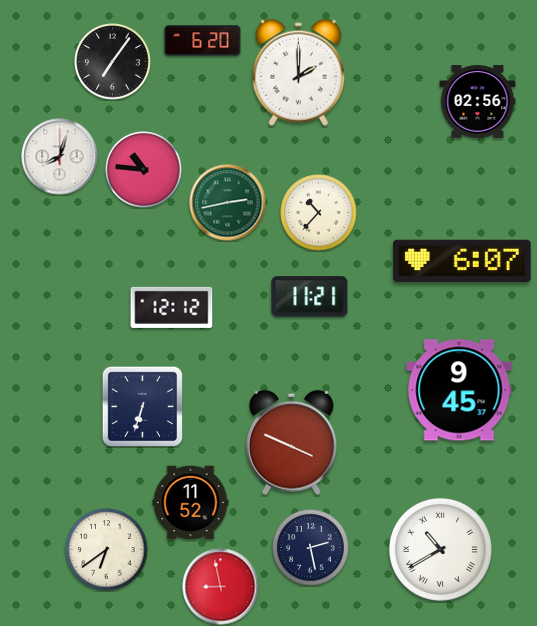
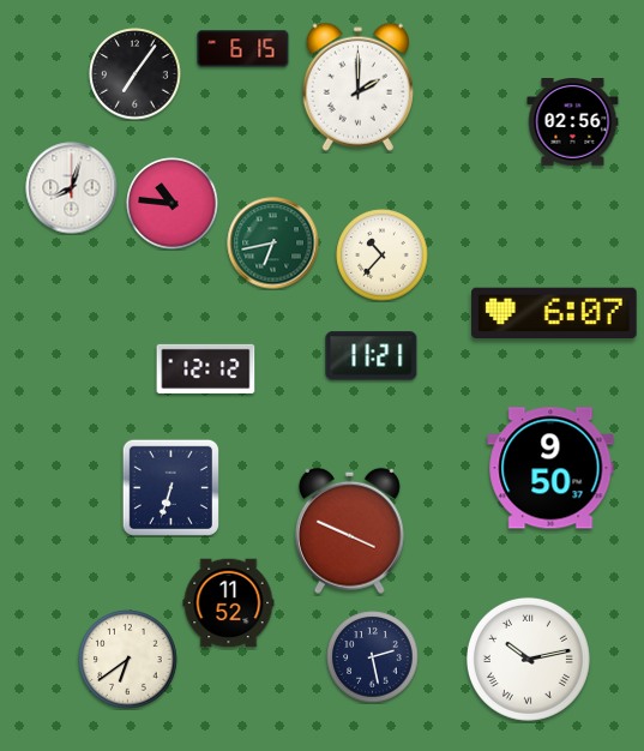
clock at (203, 41): 6:20 -> 6:15
clock at (228, 203): 2:43 -> 6:43
clock at (459, 390): 9:45 -> 9:50
clock at (440, 549): 10:40 -> 10:13
clock at (221, 587): 8:58 -> none
